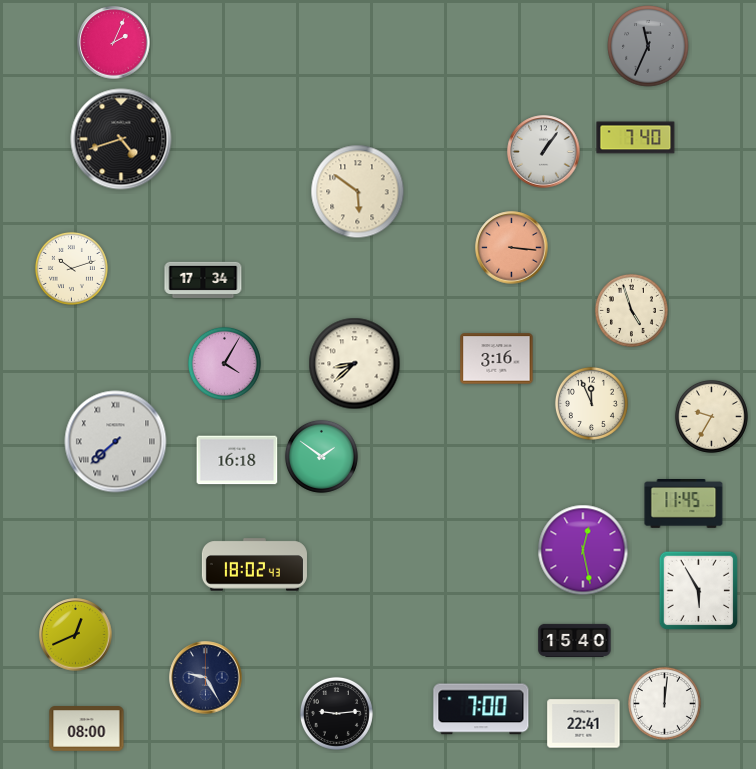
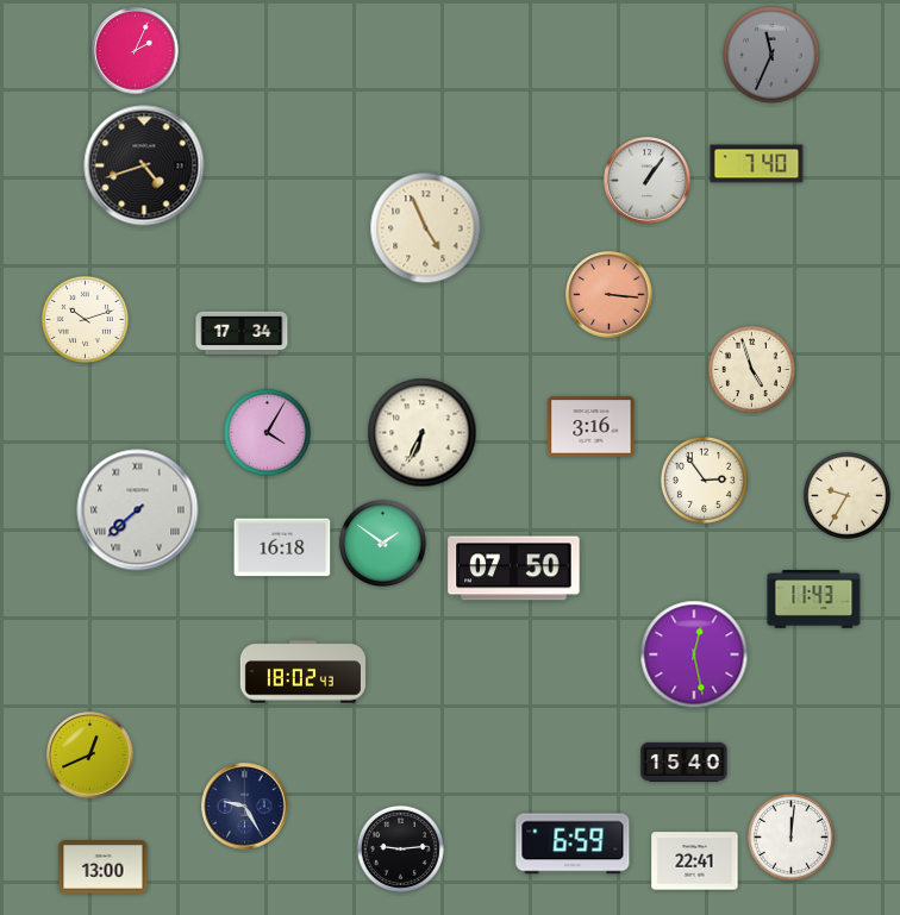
clock at (358, 192): 5:51 -> 4:56
clock at (355, 364): 8:38 -> 6:34
clock at (591, 403): 11:56 -> 2:54
clock at (116, 442) position: (116, 442) -> (138, 510)
clock at (514, 569): none -> 07:50
clock at (684, 504): 11:45 -> 11:43
clock at (699, 591): 5:55 -> none
clock at (481, 709): 7:00 -> 6:59
clock at (87, 729): 08:00 -> 13:00
